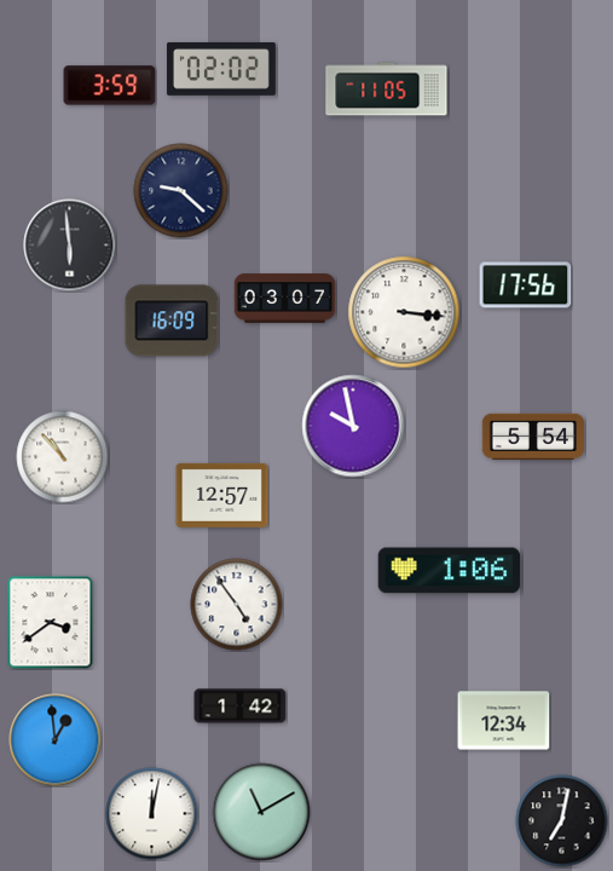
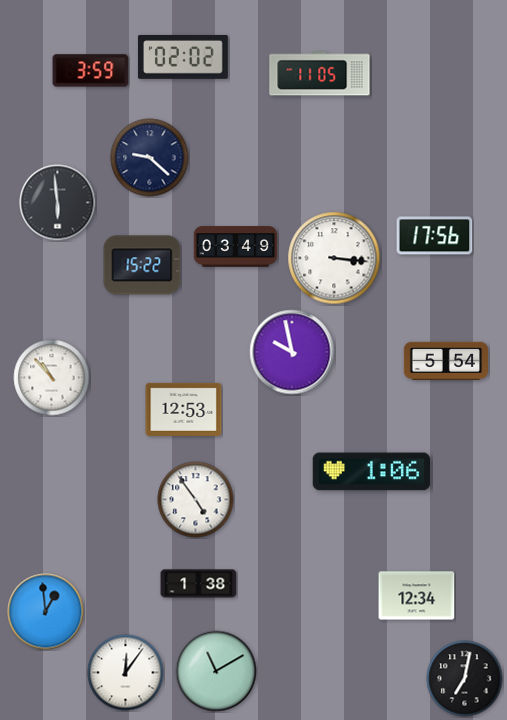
clock at (285, 299): 03:07 -> 03:49
clock at (172, 321): 16:09 -> 15:22
clock at (533, 435) position: (533, 435) -> (446, 360)
clock at (222, 495): 12:57 -> 12:53
clock at (51, 623): 3:39 -> none
clock at (241, 706): 1:42 -> 1:38
clock at (152, 814): 12:02 -> 12:06
